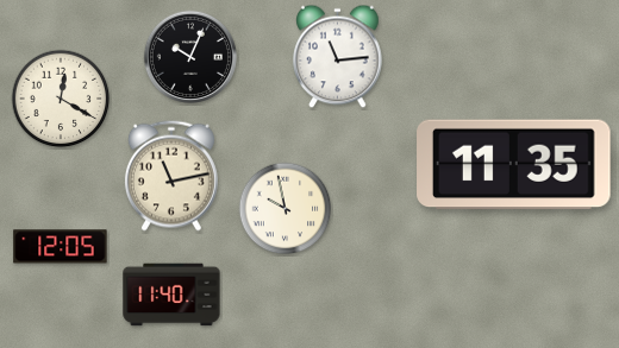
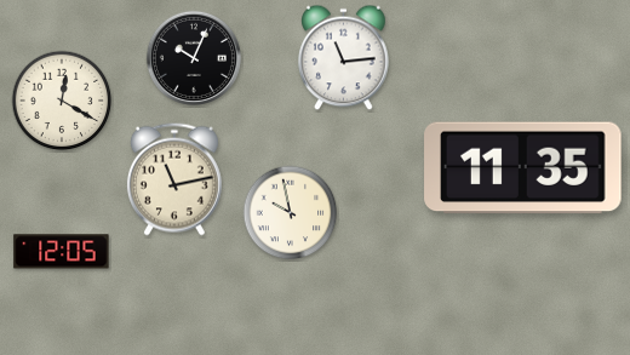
clock at (171, 295): 11:40 -> none
